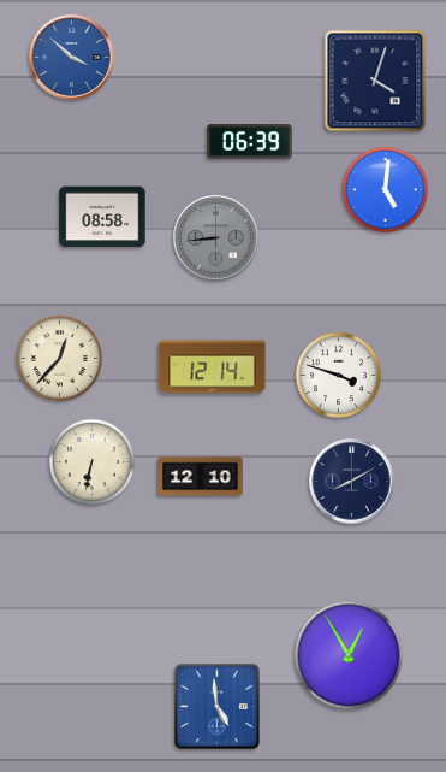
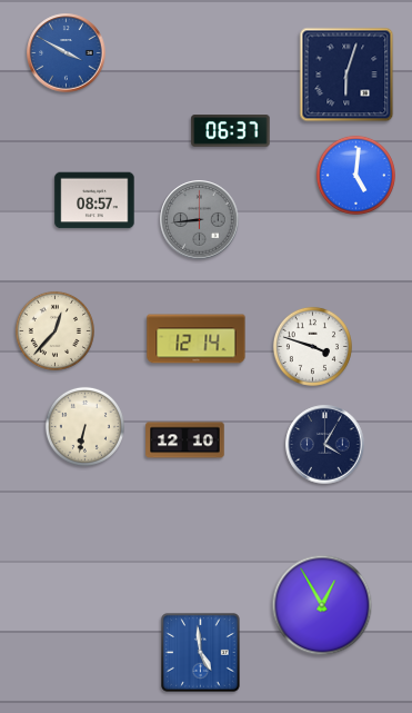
clock at (72, 58): 3:52 -> 3:50
clock at (375, 81): 4:03 -> 6:03
clock at (250, 142): 06:39 -> 06:37
clock at (102, 217): 08:58 -> 08:57
clock at (352, 482): 8:10 -> 4:05
